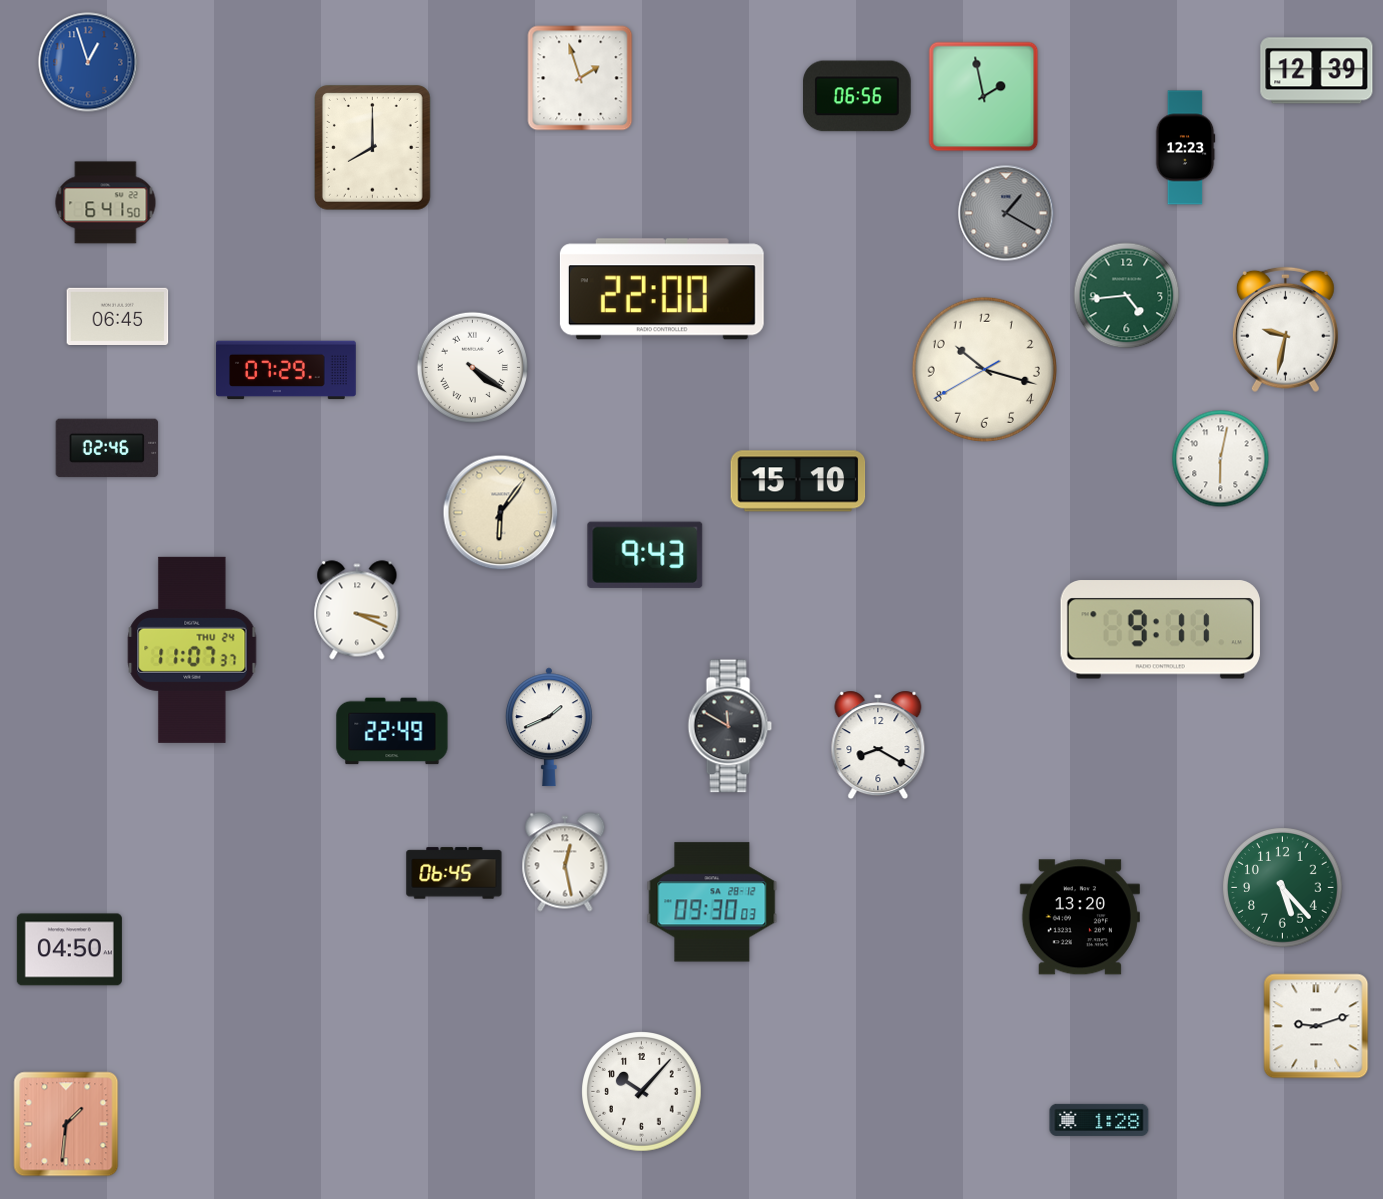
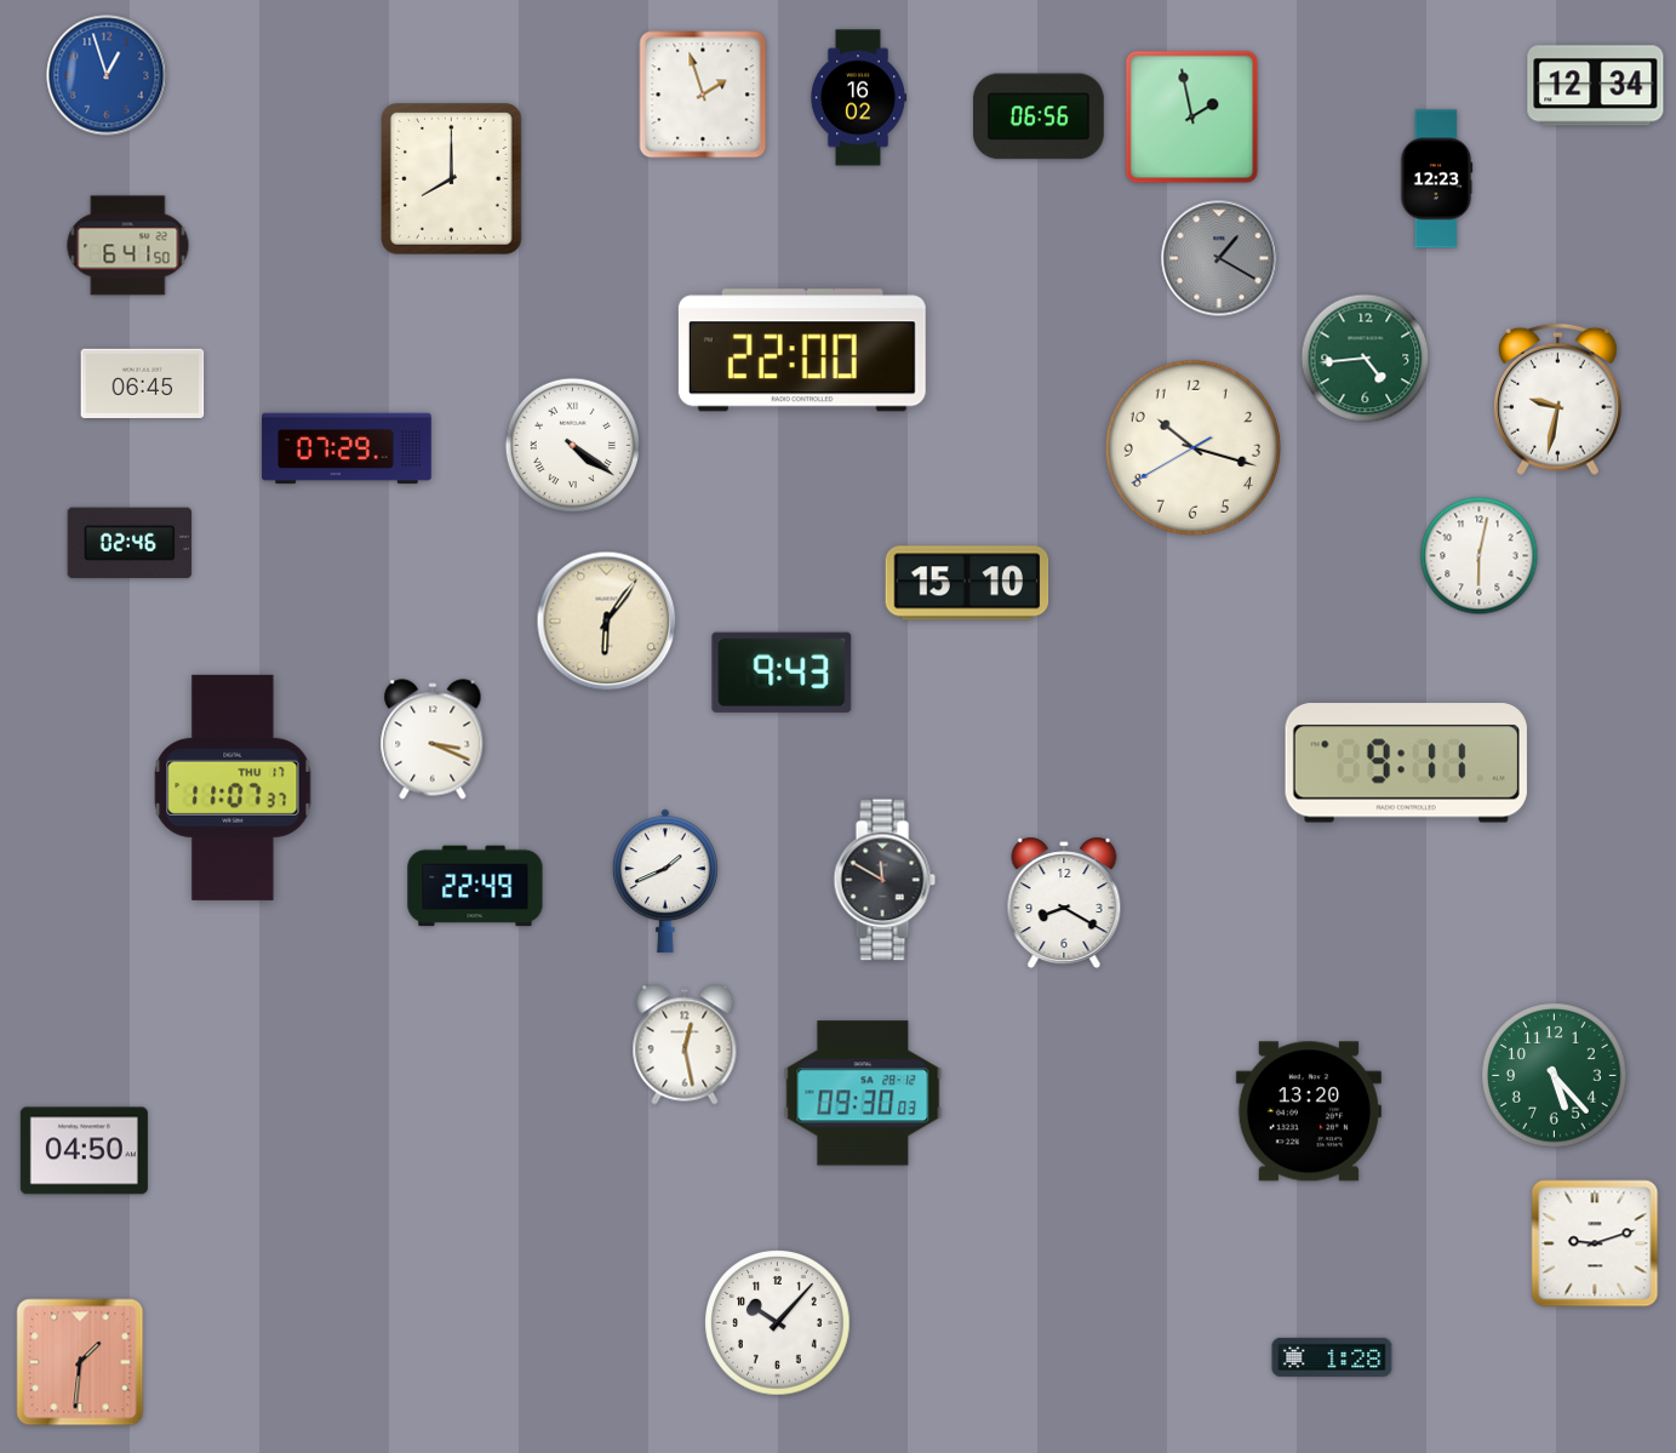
clock at (1317, 71): 12:39 -> 12:34
clock at (857, 98): none -> 16:02
clock at (192, 650) date: THU 24 -> THU 17
clock at (454, 873): 06:45 -> none
